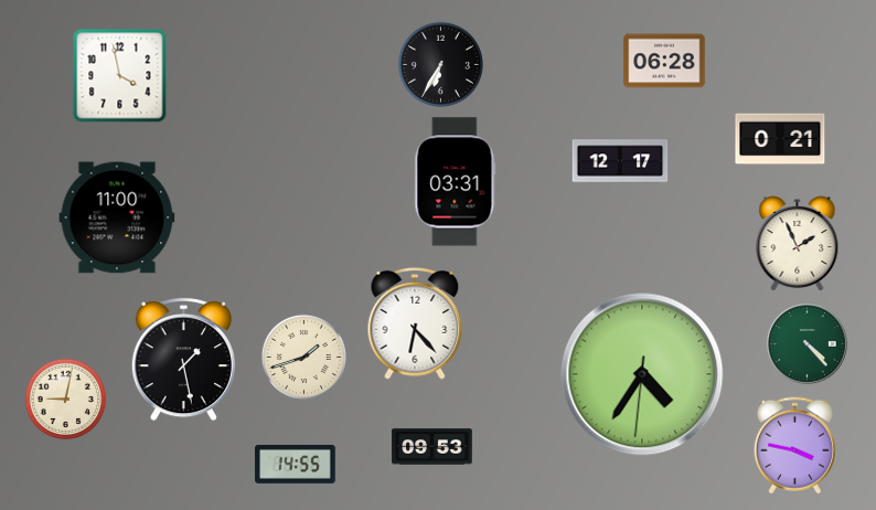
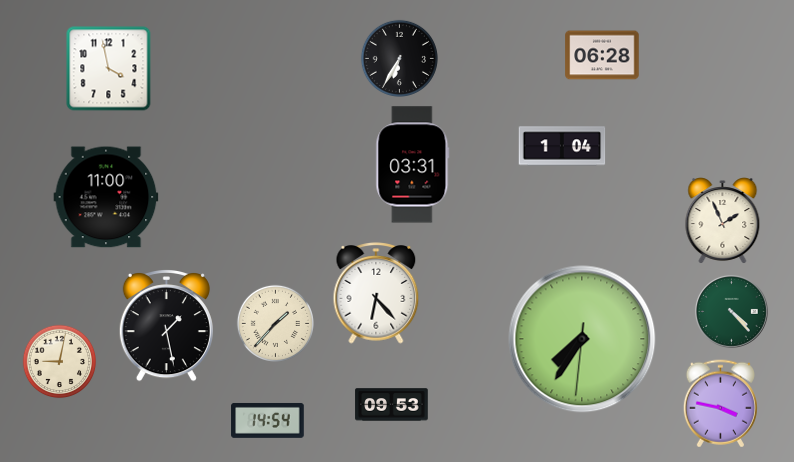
clock at (780, 139): 0:21 -> none
clock at (620, 161): 12:17 -> 1:04
clock at (303, 357): 1:42 -> 1:37
clock at (642, 374): 4:35 -> 7:35
clock at (296, 464): 14:55 -> 14:54
